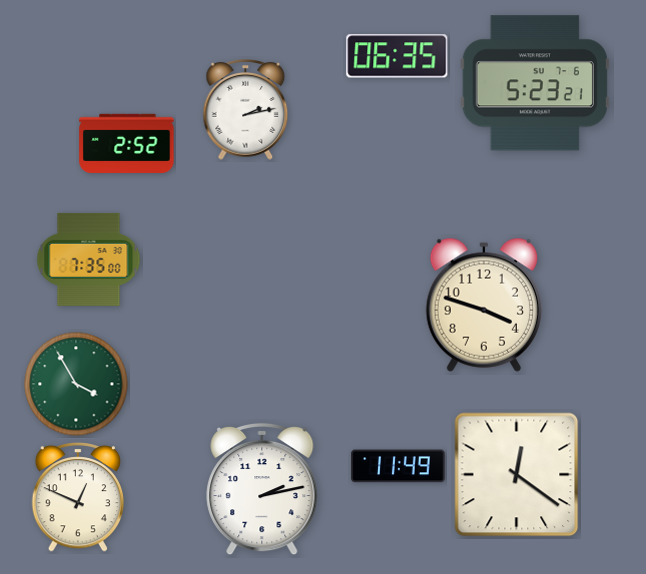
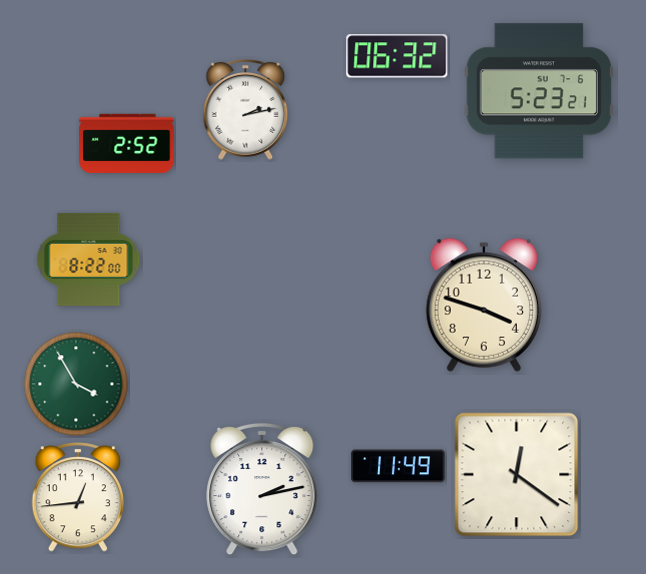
clock at (397, 56): 06:35 -> 06:32
clock at (535, 83) position: (535, 83) -> (539, 91)
clock at (89, 259): 7:35 -> 8:22
clock at (77, 498): 12:49 -> 12:44
